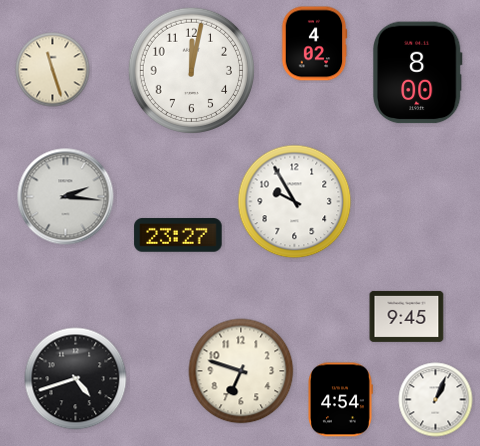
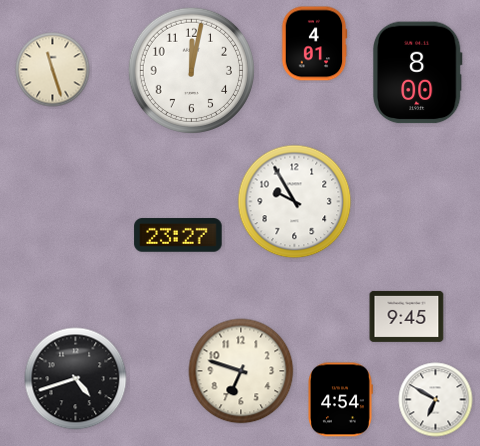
clock at (314, 44): 4:02 -> 4:01
clock at (66, 197): 2:16 -> none
clock at (436, 400): 1:04 -> 6:50
